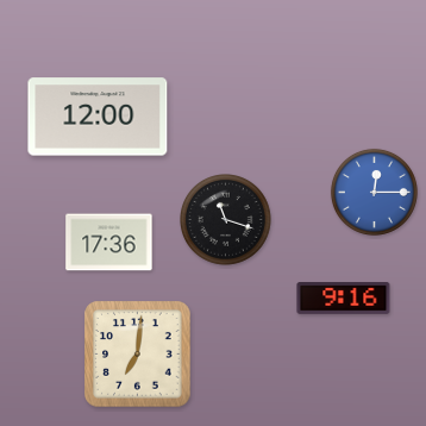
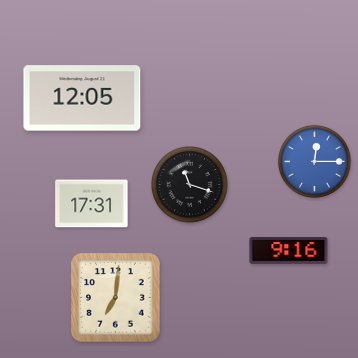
clock at (98, 117): 12:00 -> 12:05
clock at (109, 243): 17:36 -> 17:31
